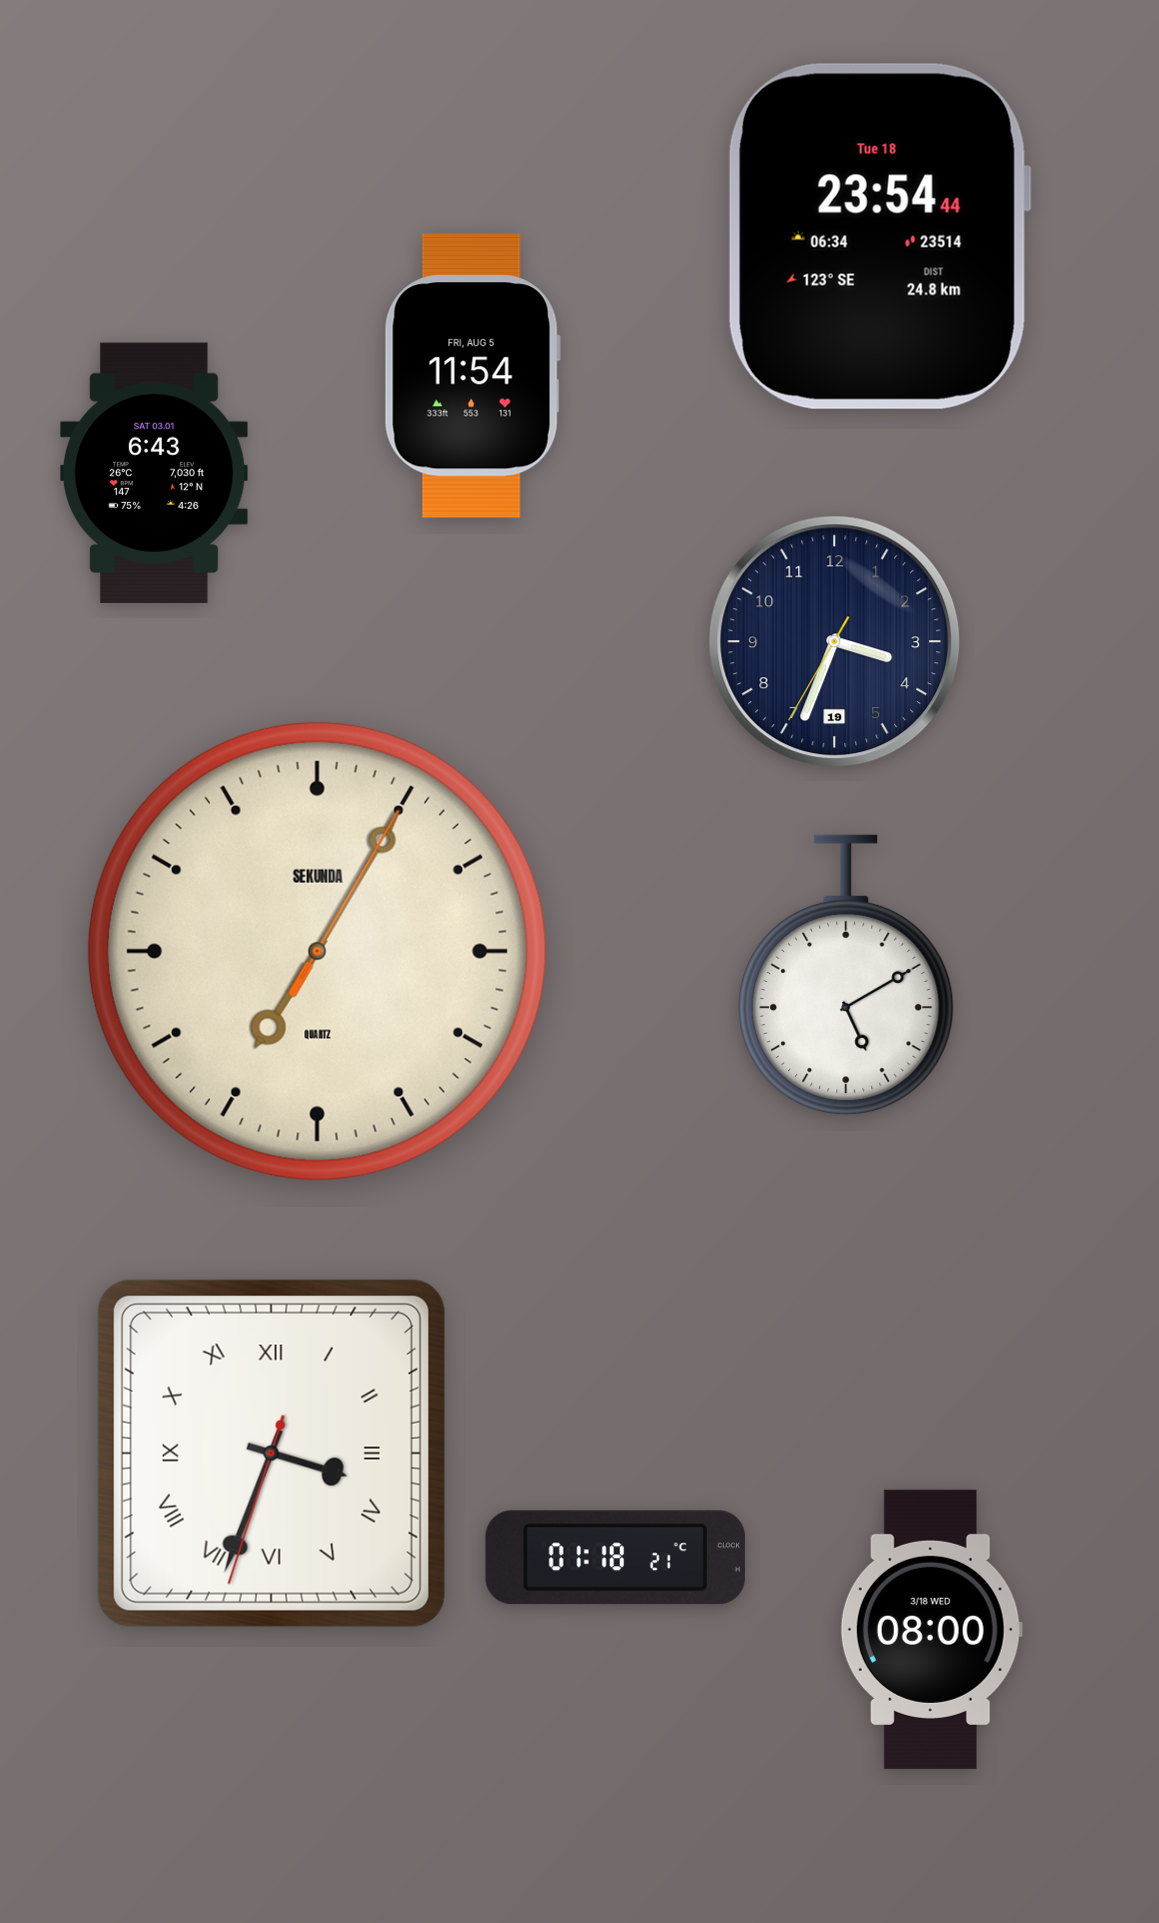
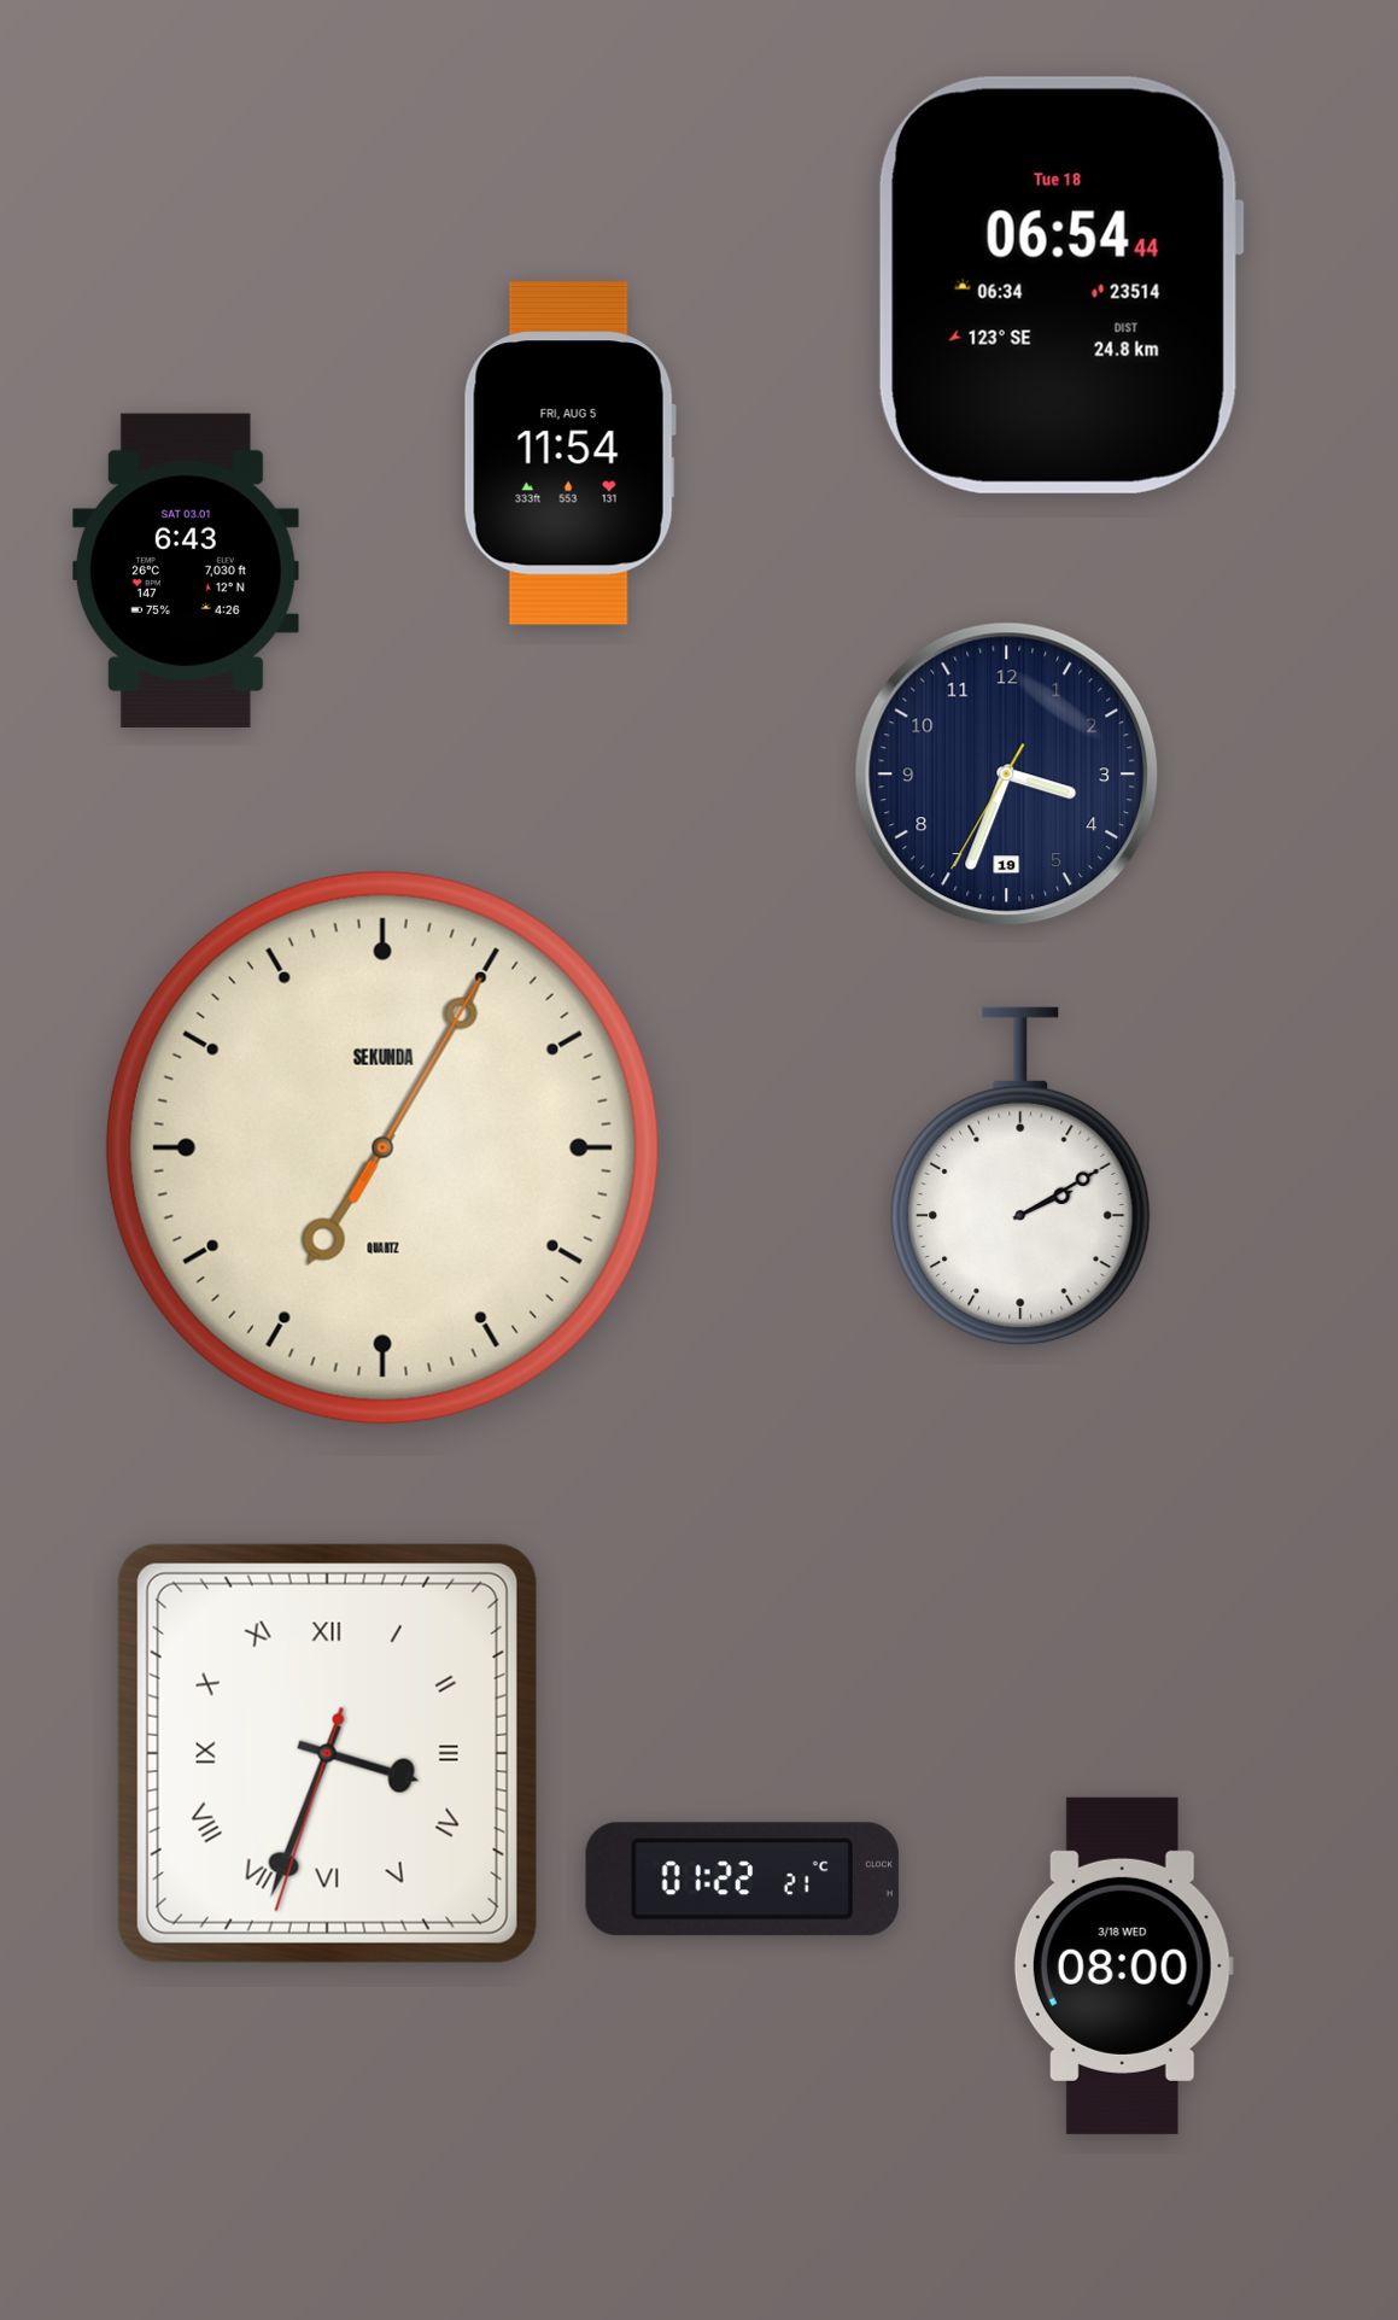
clock at (879, 236): 23:54 -> 06:54
clock at (846, 975): 5:10 -> 2:10
clock at (615, 1558): 01:18 -> 01:22
